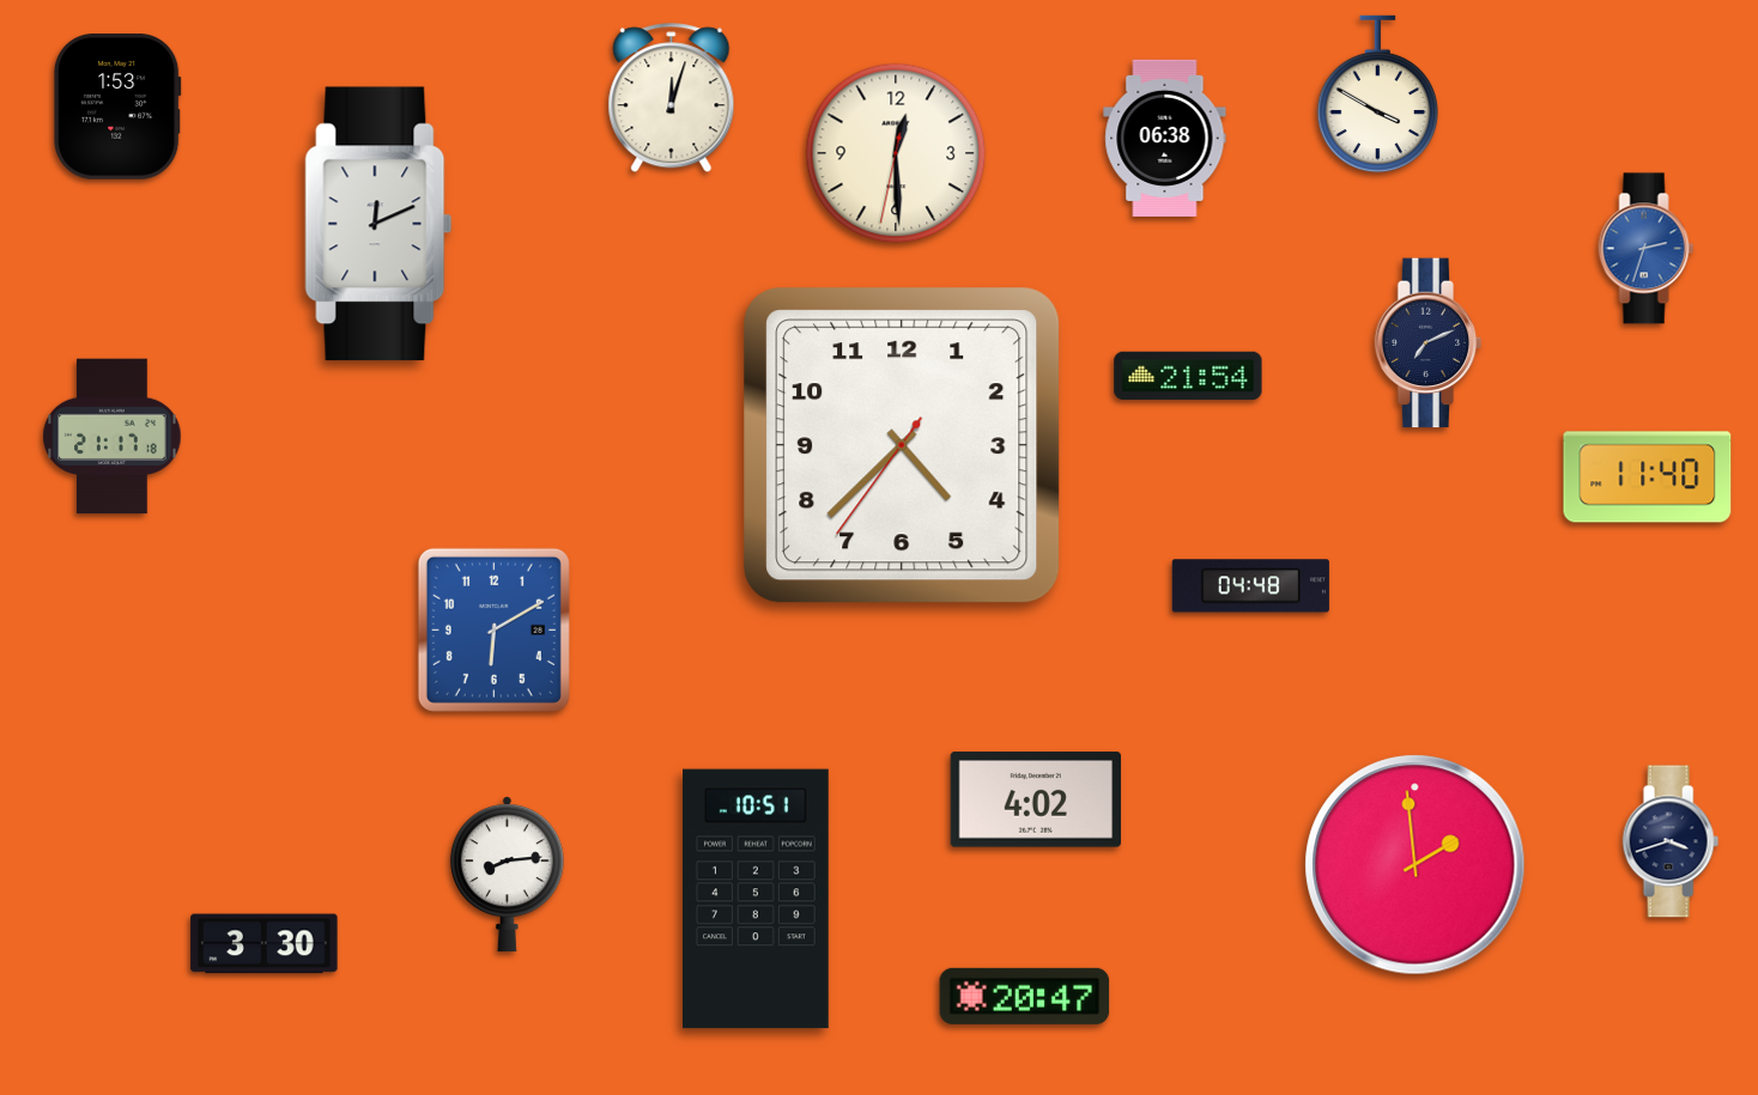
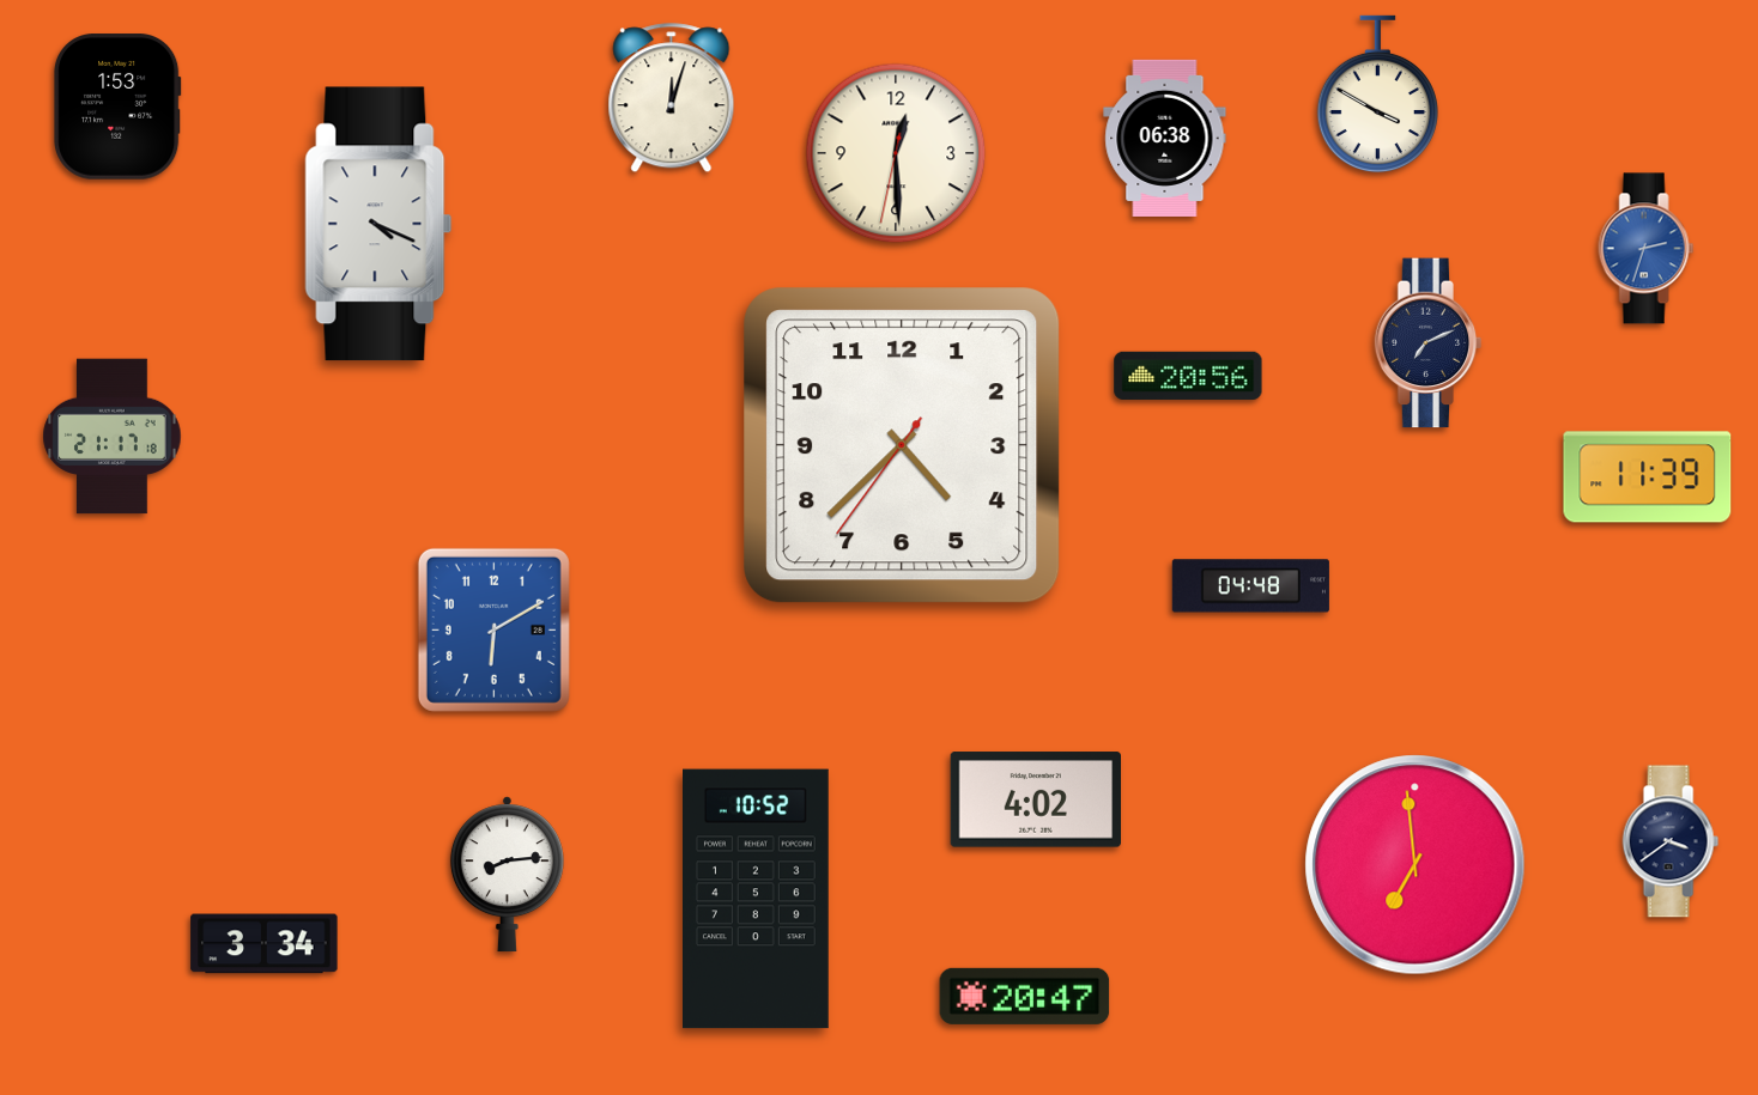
clock at (378, 224): 12:11 -> 4:19
clock at (1188, 376): 21:54 -> 20:56
clock at (1648, 477): 11:40 -> 11:39
clock at (1671, 841): 3:42 -> 3:39
clock at (1416, 865): 1:59 -> 6:59
clock at (757, 899): 10:51 -> 10:52
clock at (265, 944): 3:30 -> 3:34
